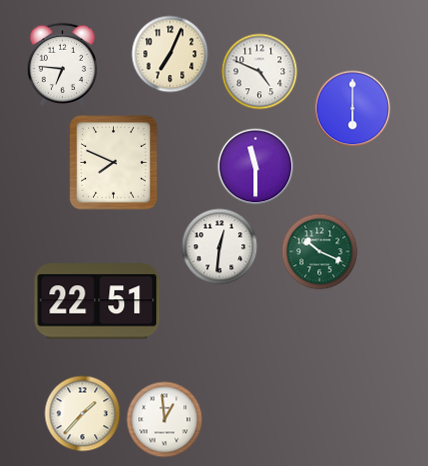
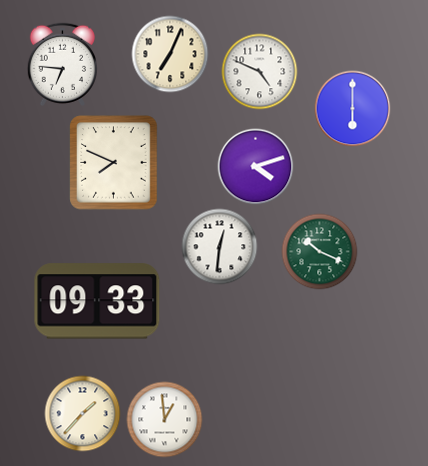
clock at (256, 167): 11:30 -> 4:12
clock at (97, 301): 22:51 -> 09:33
